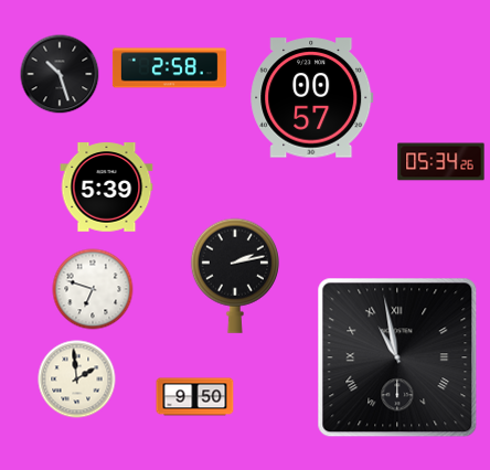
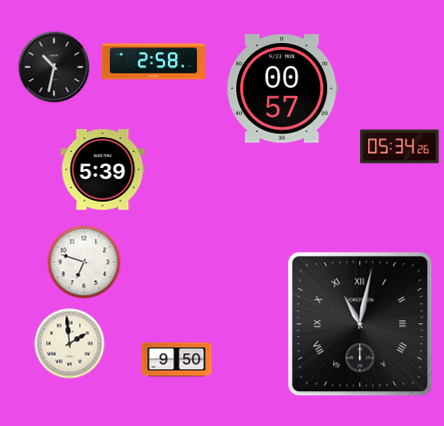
clock at (60, 74): 10:27 -> 10:32
clock at (107, 188) position: (107, 188) -> (103, 170)
clock at (235, 276): 2:13 -> none
clock at (397, 357): 10:58 -> 11:02
